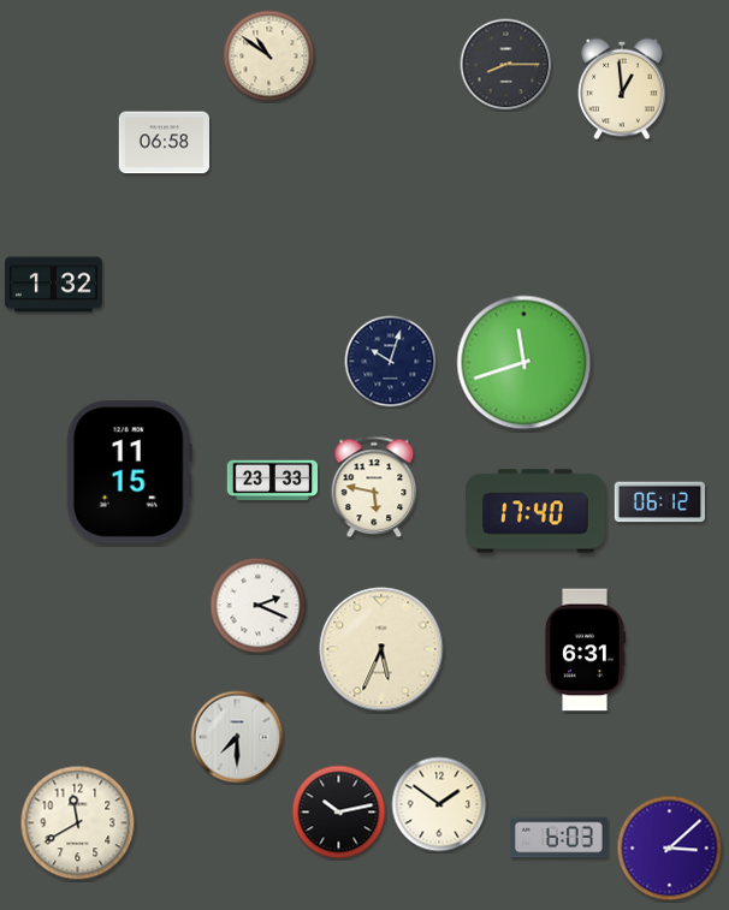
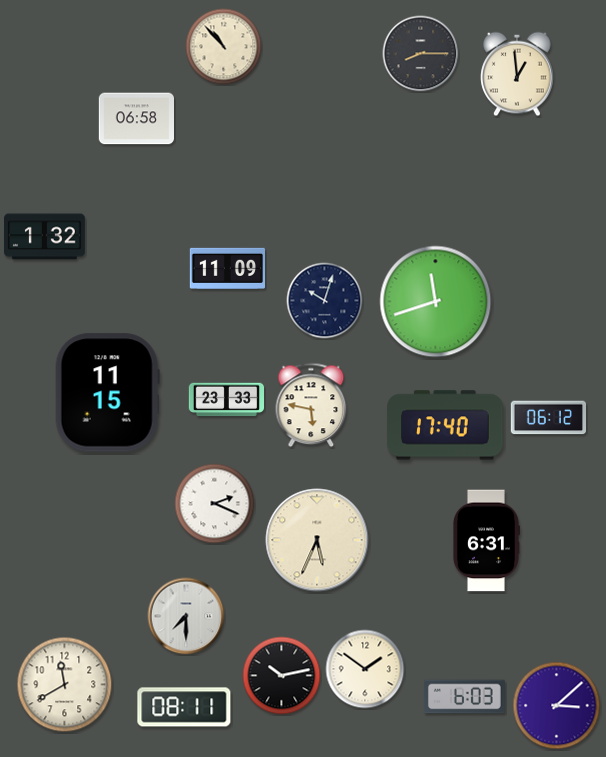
clock at (269, 56): 10:51 -> 10:53
clock at (228, 268): none -> 11:09
clock at (237, 737) position: (237, 737) -> (186, 616)
clock at (184, 707): none -> 08:11
